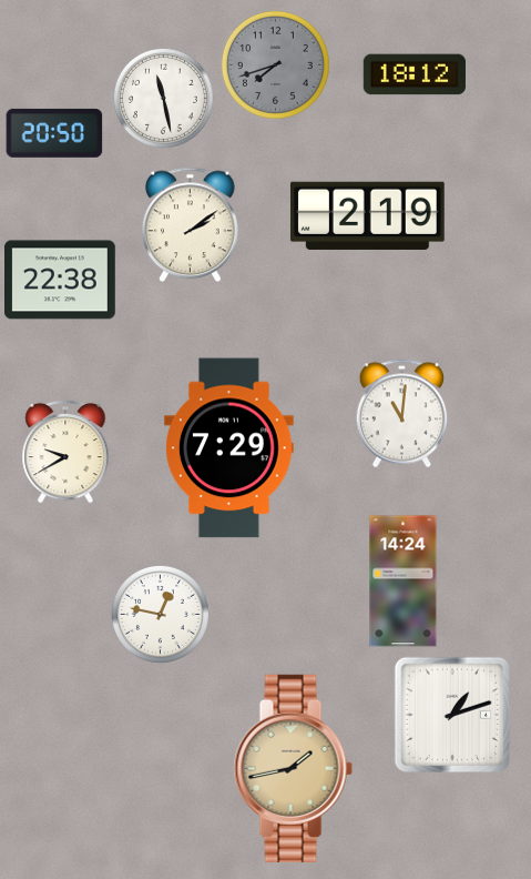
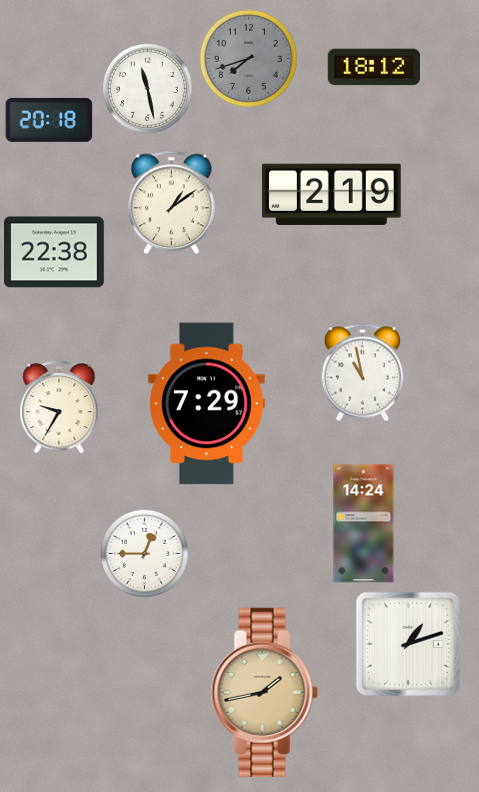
clock at (54, 133): 20:50 -> 20:18
clock at (190, 225): 2:09 -> 1:09
clock at (402, 414): 11:01 -> 10:58
clock at (65, 452): 9:40 -> 9:35
clock at (160, 614): 12:47 -> 12:45
